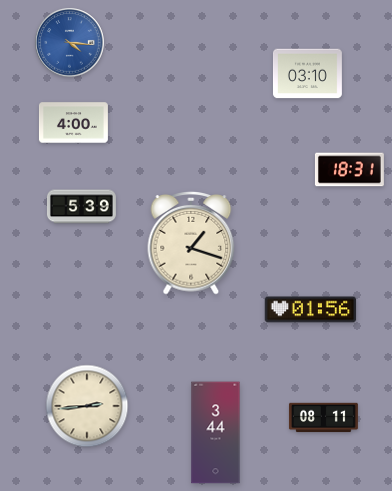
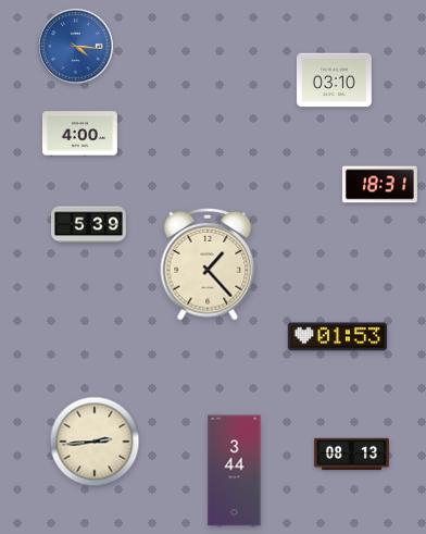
clock at (191, 244): 1:18 -> 1:23
clock at (311, 310): 01:56 -> 01:53
clock at (323, 418): 08:11 -> 08:13
